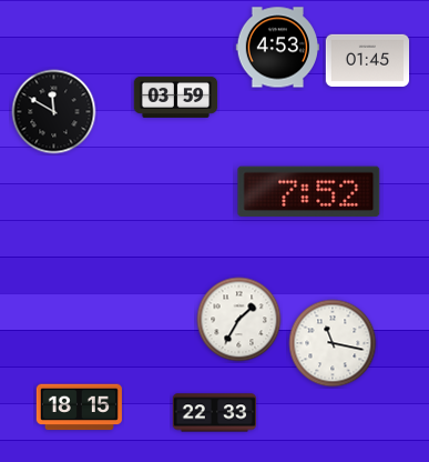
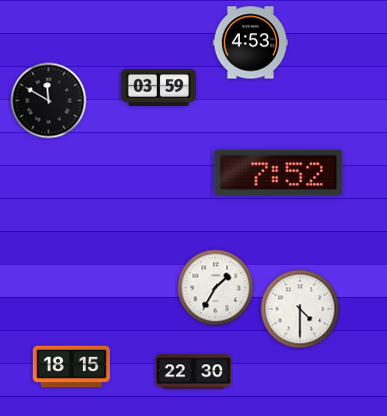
clock at (368, 60): 01:45 -> none
clock at (333, 343): 11:17 -> 4:30
clock at (215, 413): 22:33 -> 22:30
